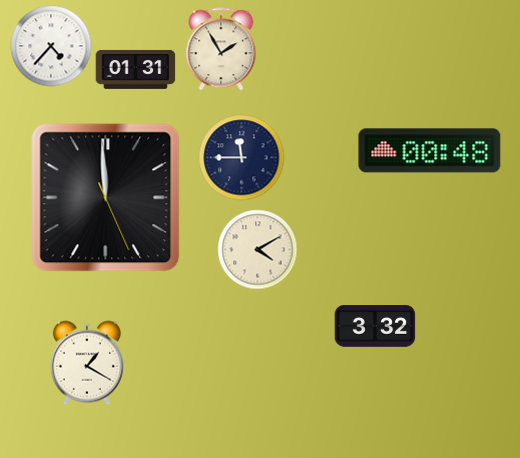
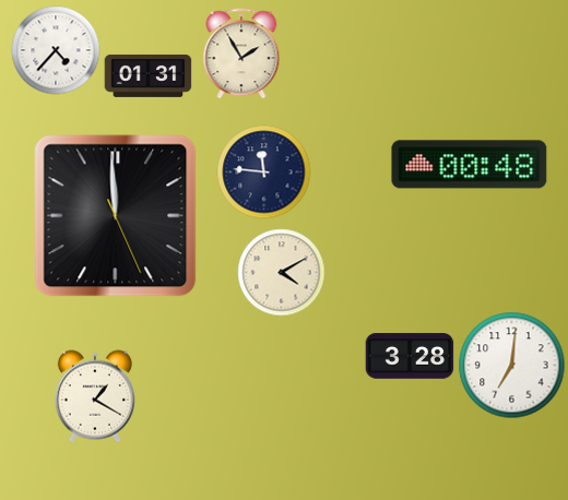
clock at (242, 158): 11:45 -> 11:46
clock at (375, 326): 3:32 -> 3:28
clock at (512, 366): none -> 7:01
